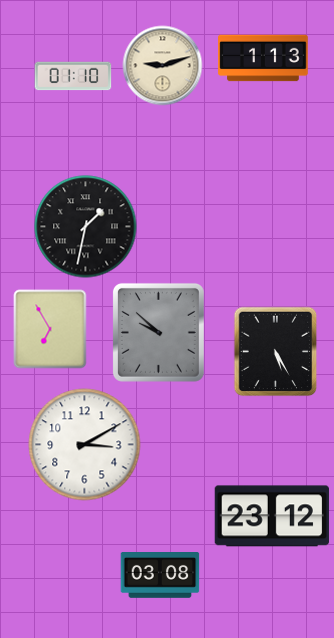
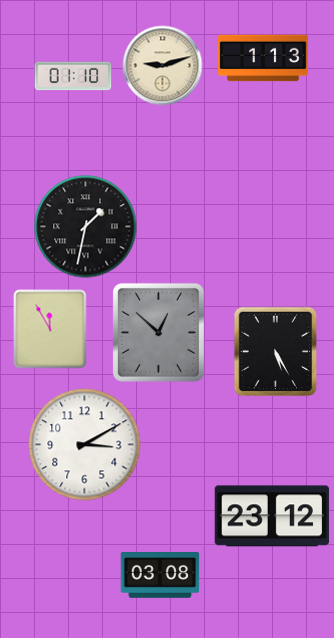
clock at (50, 329): 6:55 -> 11:55
clock at (158, 332): 9:52 -> 12:52
